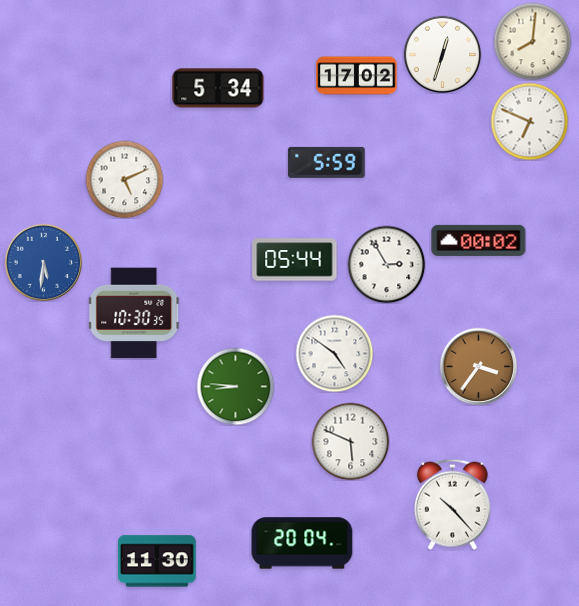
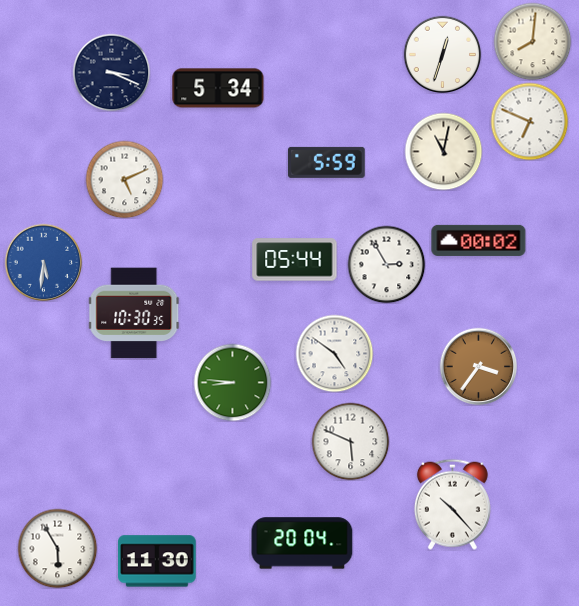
clock at (111, 72): none -> 3:19
clock at (357, 76): 17:02 -> none
clock at (443, 151): none -> 11:02
clock at (235, 386) position: (235, 386) -> (232, 382)
clock at (57, 548): none -> 5:55
